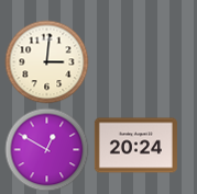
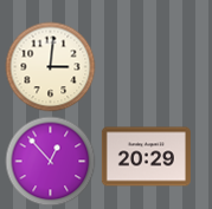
clock at (135, 146): 20:24 -> 20:29
clock at (47, 150): 12:50 -> 12:53
